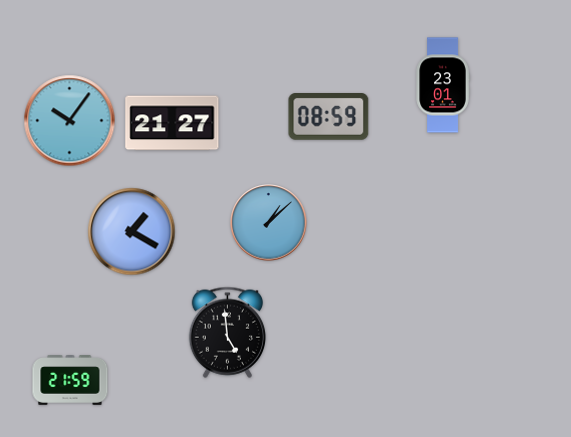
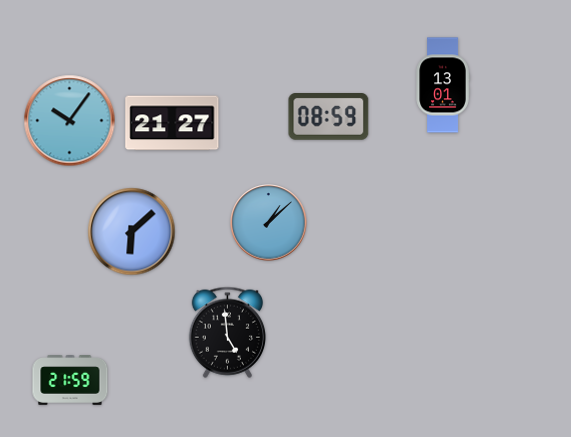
clock at (443, 85): 23:01 -> 13:01
clock at (132, 232): 1:20 -> 6:08
